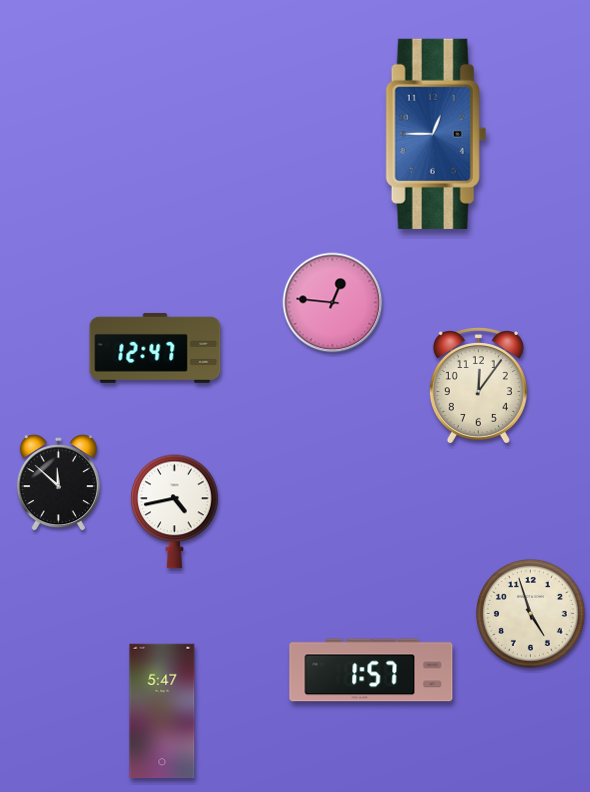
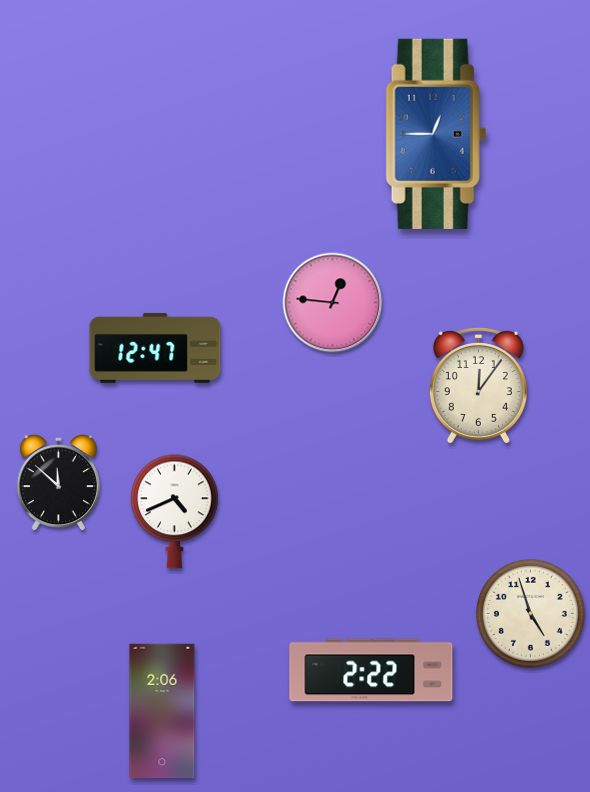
clock at (175, 512): 4:43 -> 4:41
clock at (371, 670): 1:57 -> 2:22
clock at (162, 711): 5:47 -> 2:06
